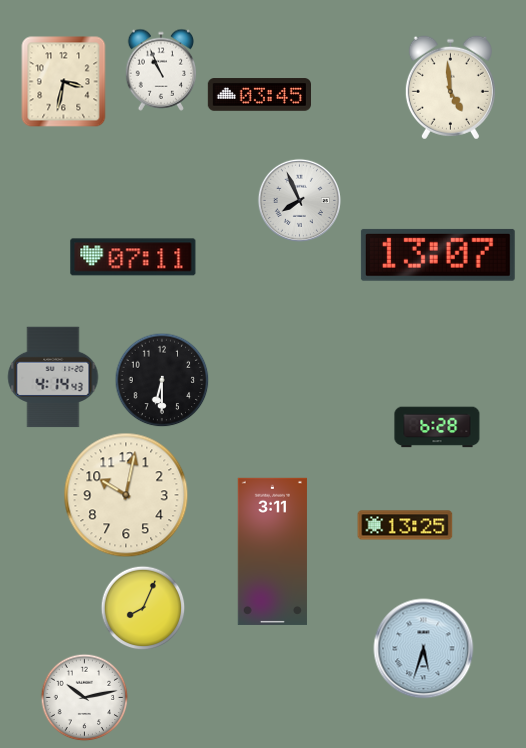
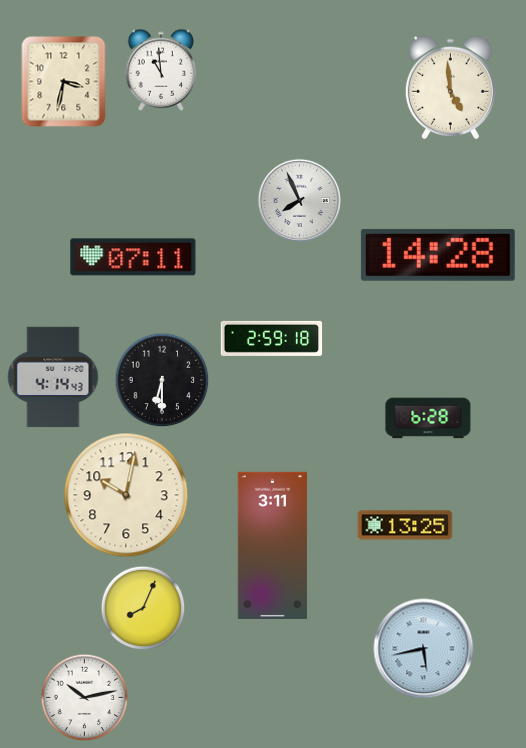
clock at (160, 70): 10:56 -> 10:59
clock at (259, 95): 03:45 -> none
clock at (438, 255): 13:07 -> 14:28
clock at (272, 338): none -> 2:59
clock at (437, 427) position: (437, 427) -> (428, 418)
clock at (272, 551) position: (272, 551) -> (272, 545)
clock at (424, 649): 5:33 -> 5:43
